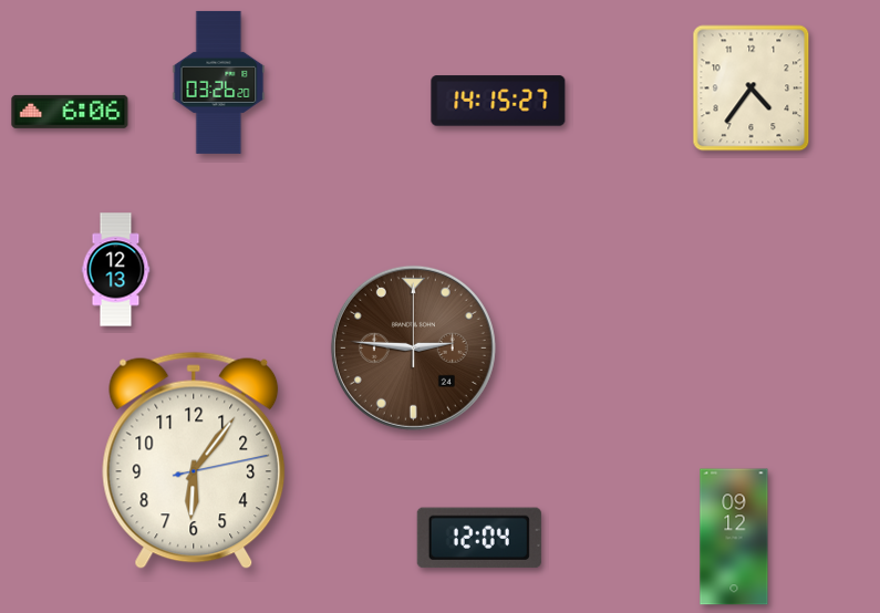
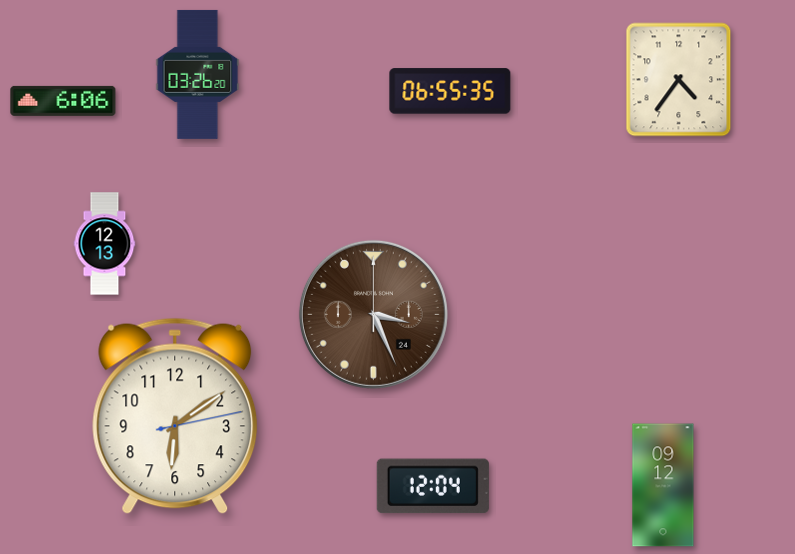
clock at (498, 101): 14:15 -> 06:55
clock at (413, 347): 2:46 -> 3:26
clock at (194, 460): 6:06 -> 6:09
